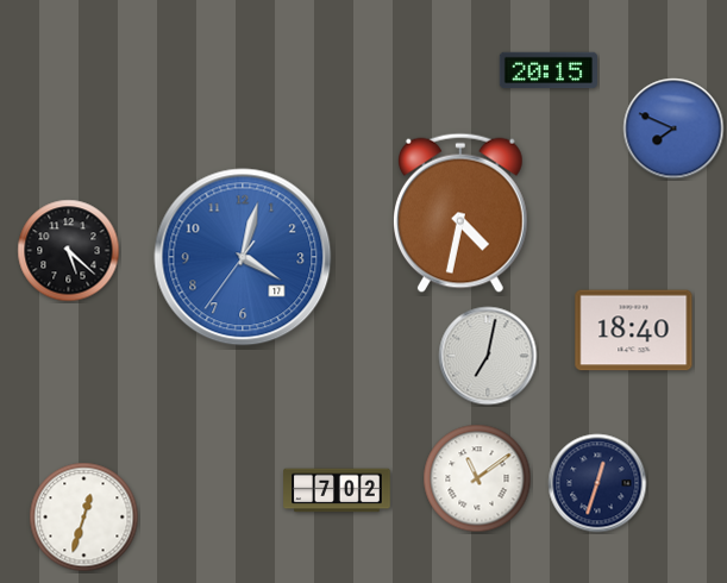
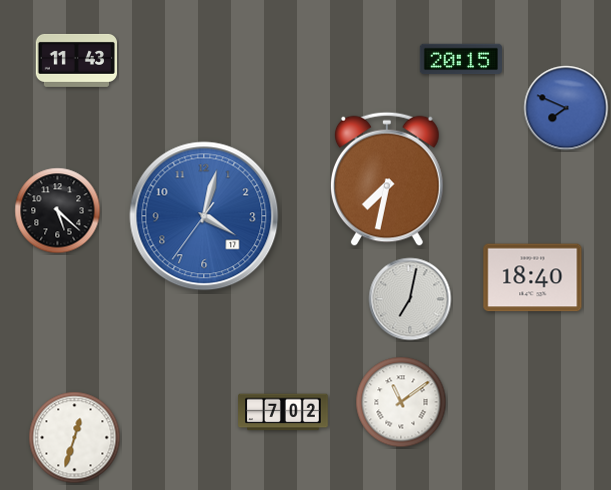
clock at (77, 60): none -> 11:43
clock at (460, 213): 4:32 -> 7:32
clock at (597, 483): 12:33 -> none
clock at (84, 518) position: (84, 518) -> (75, 438)
